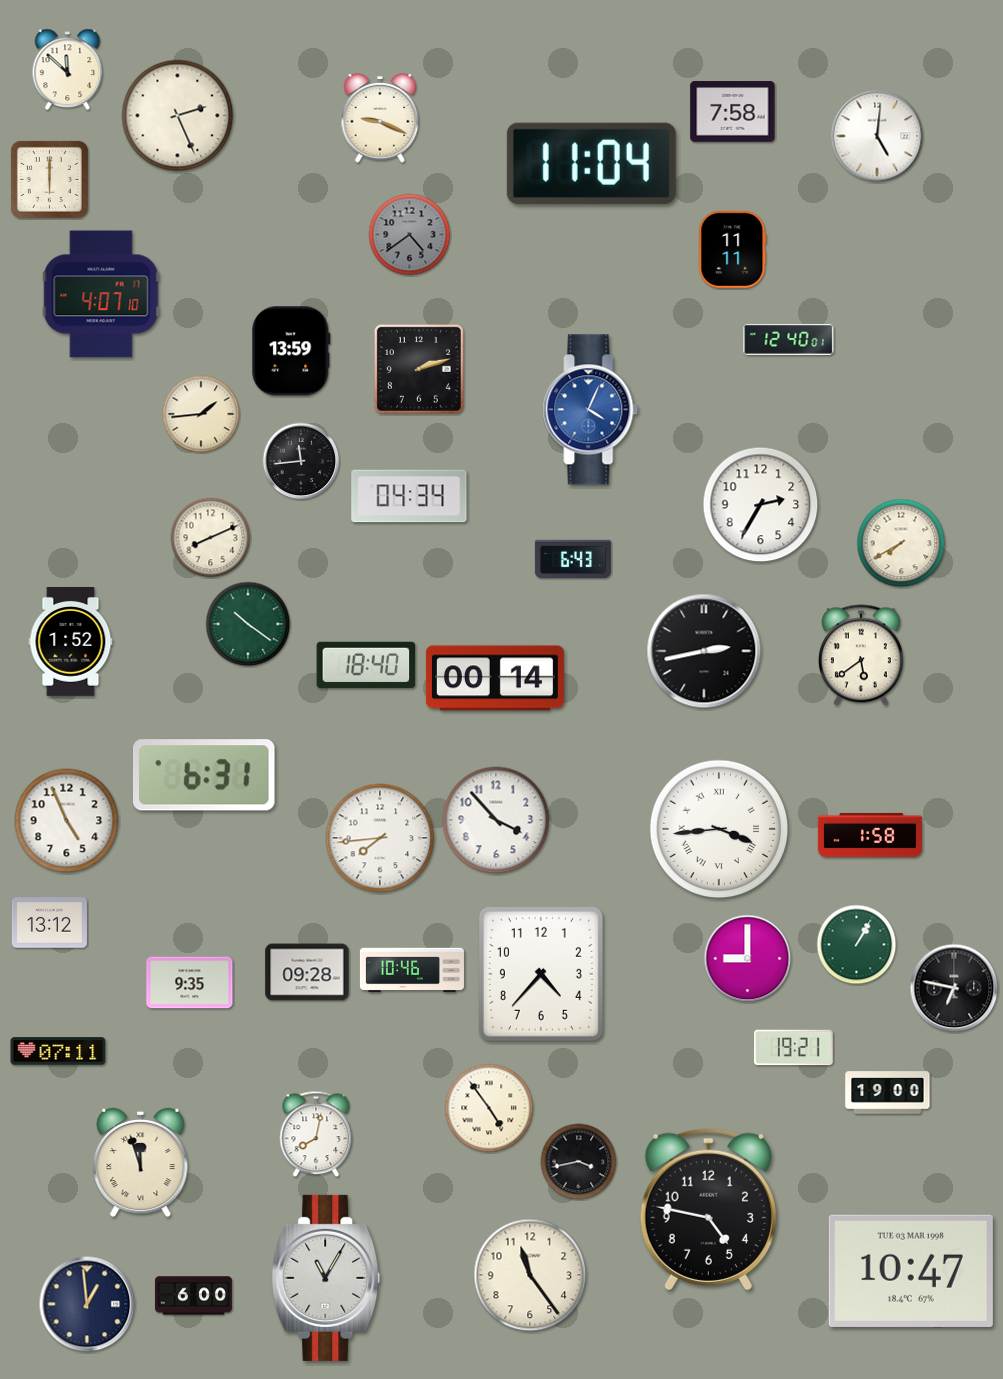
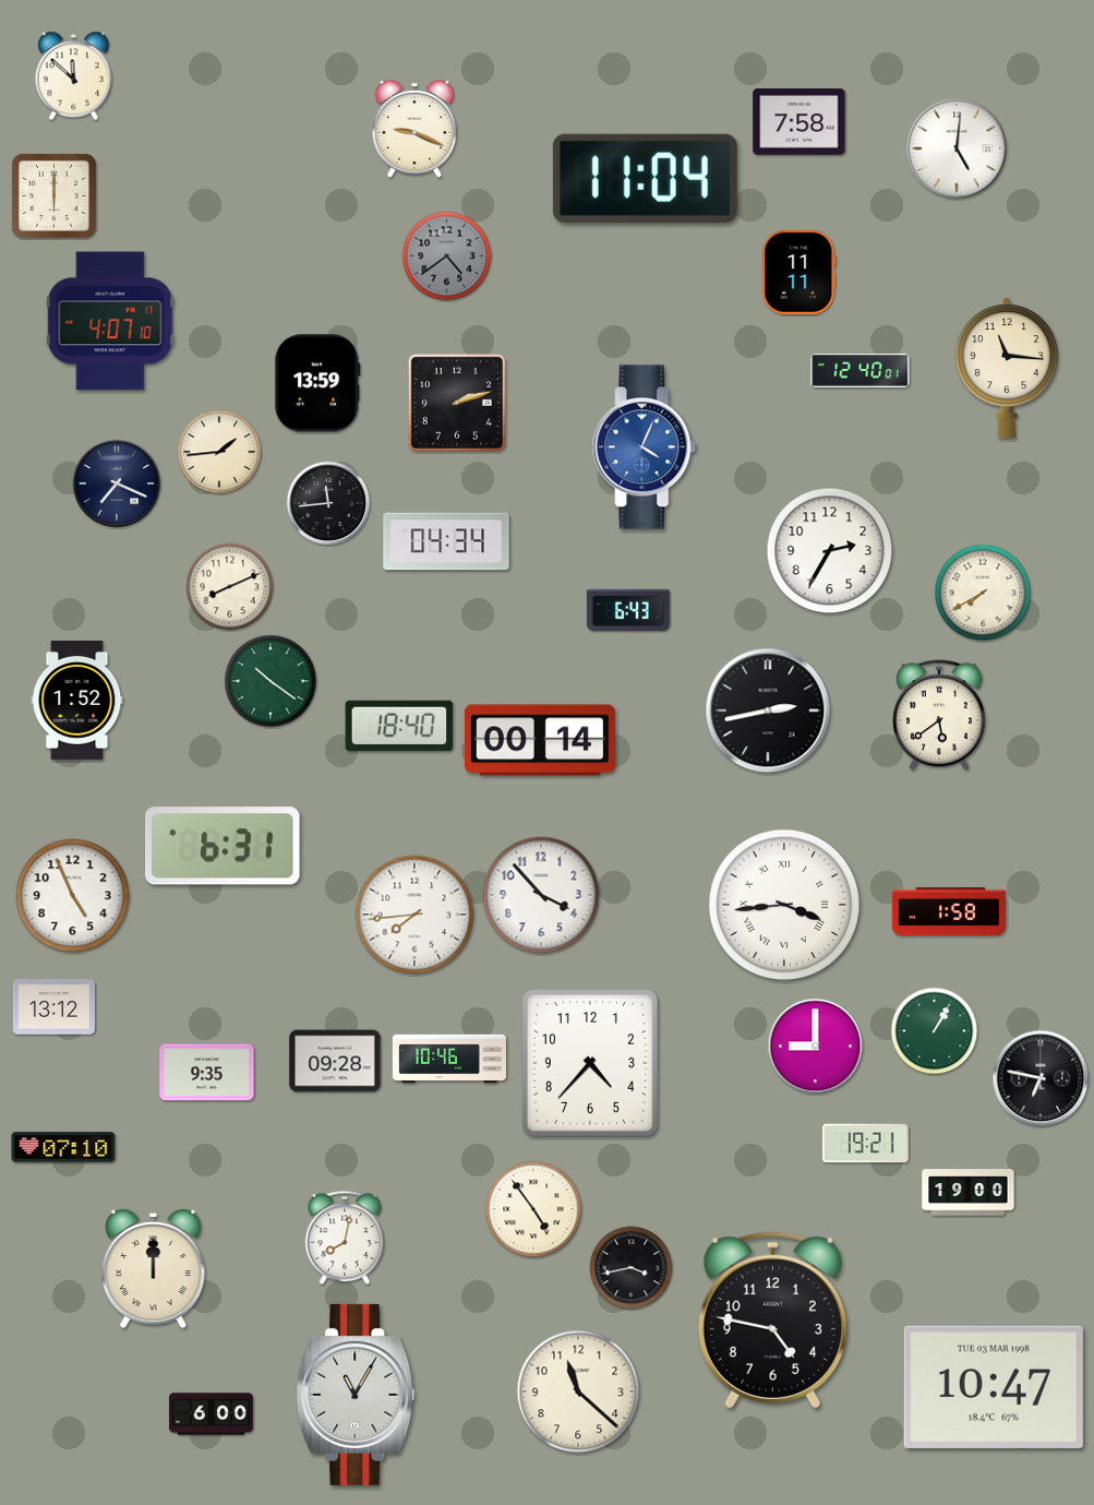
clock at (178, 116): 2:26 -> none
clock at (1007, 368): none -> 11:16
clock at (117, 483): none -> 7:19
clock at (573, 558) position: (573, 558) -> (628, 609)
clock at (58, 1051): 07:11 -> 07:10
clock at (141, 1163): 11:57 -> 12:00
clock at (530, 1275): 11:24 -> 11:22
clock at (87, 1304): 12:59 -> none
